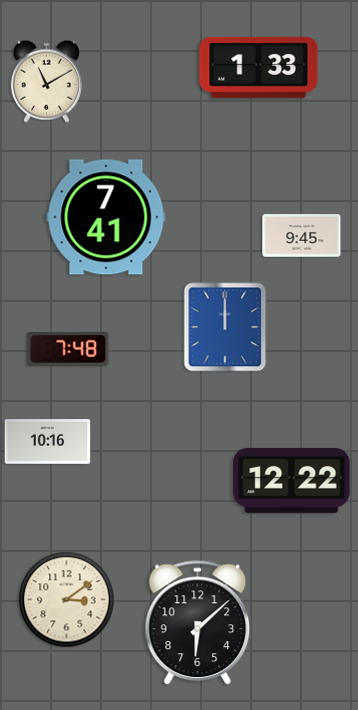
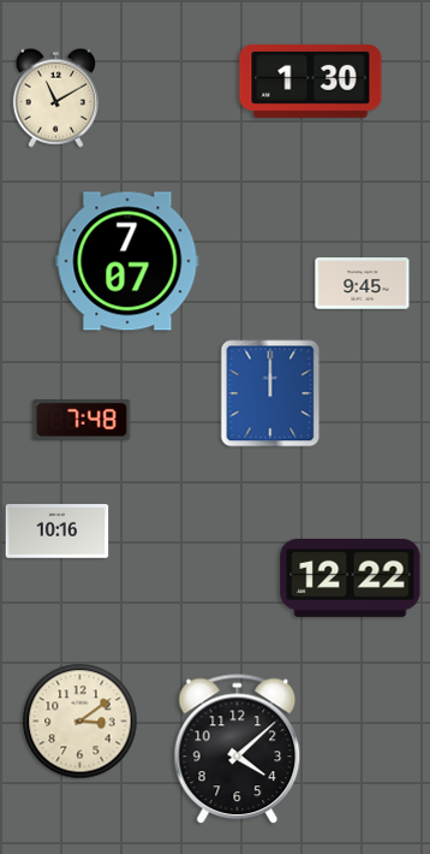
clock at (259, 67): 1:33 -> 1:30
clock at (106, 217): 7:41 -> 7:07
clock at (198, 623): 6:08 -> 4:08
